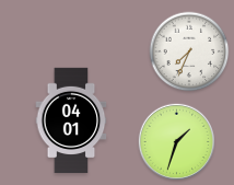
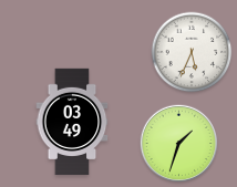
clock at (189, 51): 7:34 -> 5:34
clock at (71, 120): 04:01 -> 03:49
